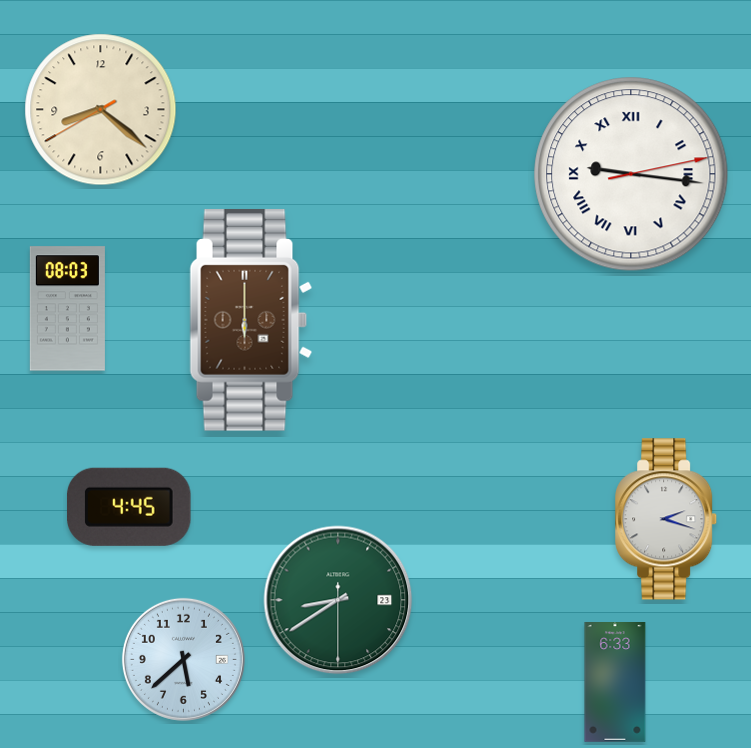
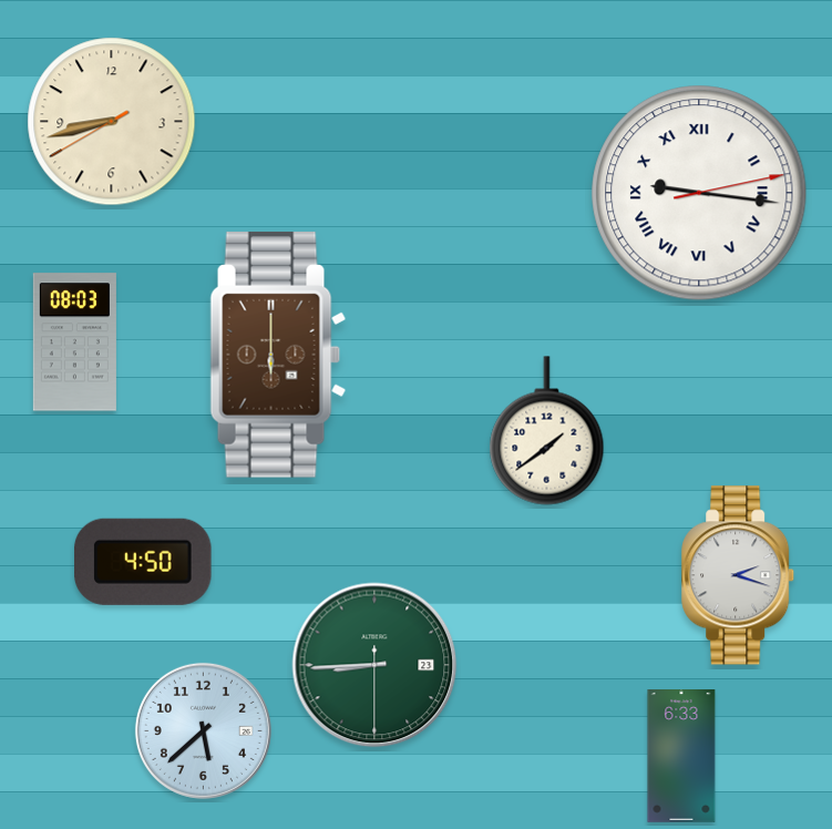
clock at (101, 110): 8:21 -> 8:42
clock at (547, 431): none -> 1:39
clock at (130, 507): 4:45 -> 4:50
clock at (338, 600): 8:39 -> 8:44
